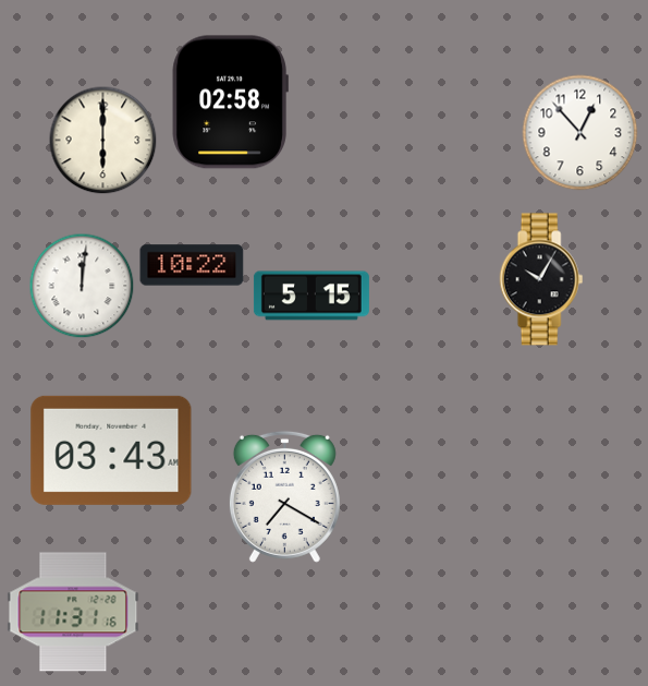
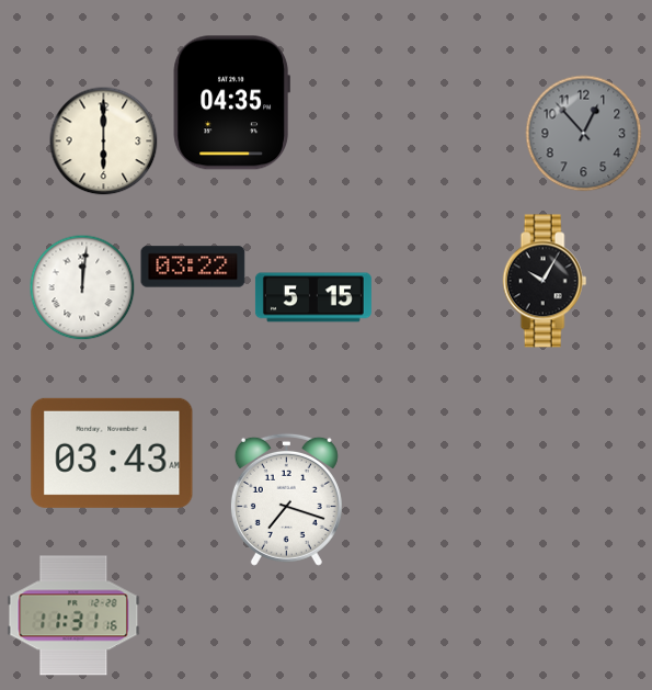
clock at (230, 103): 02:58 -> 04:35
clock at (580, 133) dial: white -> grey
clock at (192, 265): 10:22 -> 03:22
clock at (284, 496): 7:20 -> 7:18
